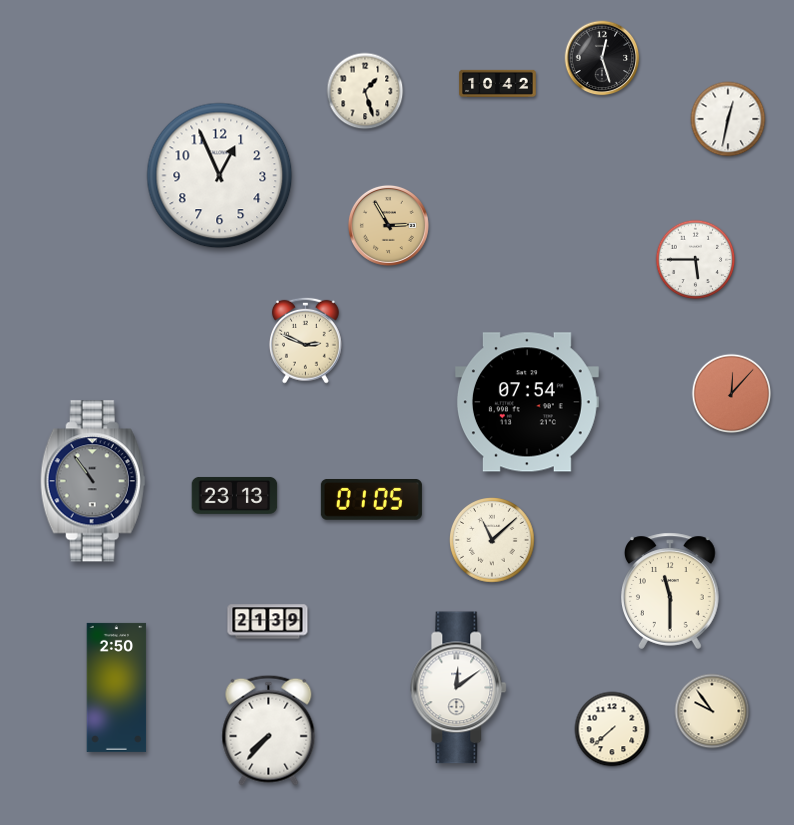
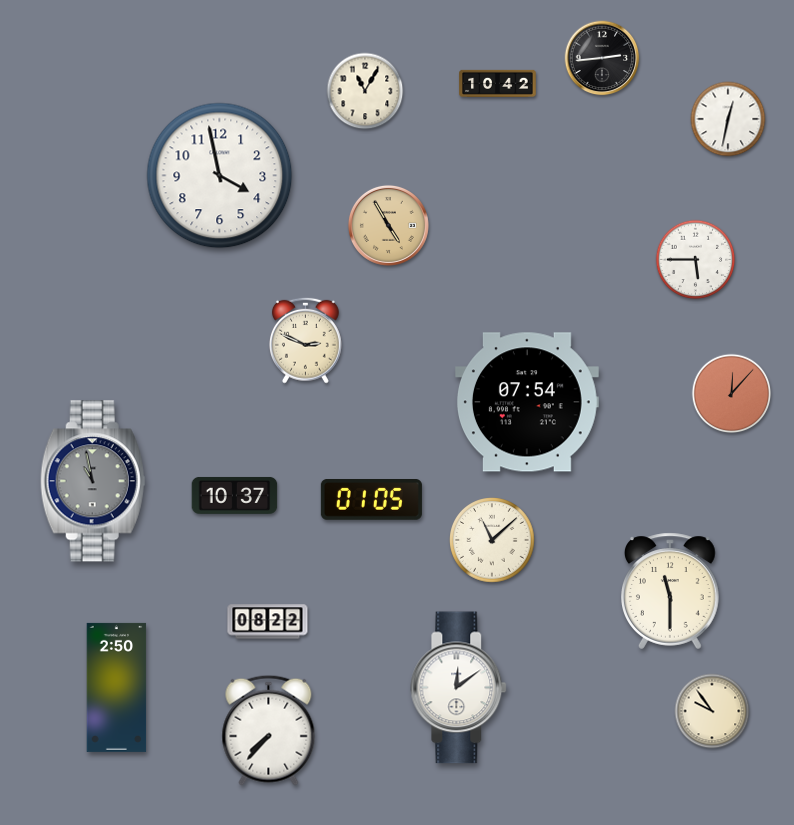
clock at (602, 58): 12:27 -> 2:44
clock at (365, 91): 1:27 -> 11:05
clock at (220, 176): 12:56 -> 3:58
clock at (388, 225): 2:55 -> 4:55
clock at (93, 481): 10:54 -> 10:58
clock at (235, 495): 23:13 -> 10:37
clock at (268, 622): 21:39 -> 08:22
clock at (612, 729): 7:38 -> none
